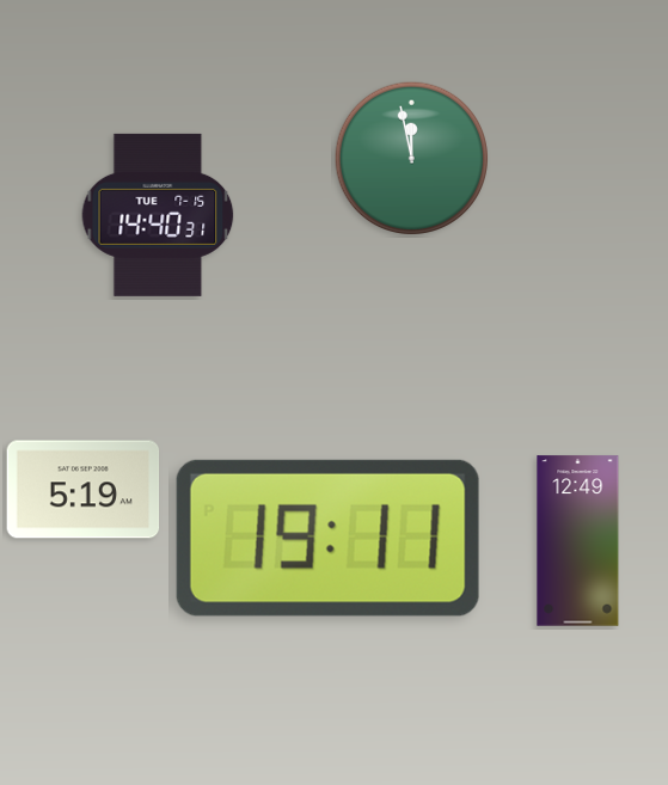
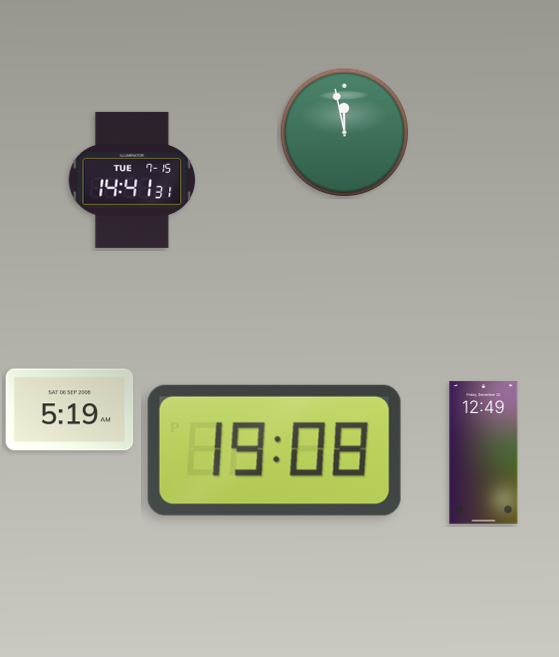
clock at (158, 215): 14:40 -> 14:41
clock at (327, 538): 19:11 -> 19:08
